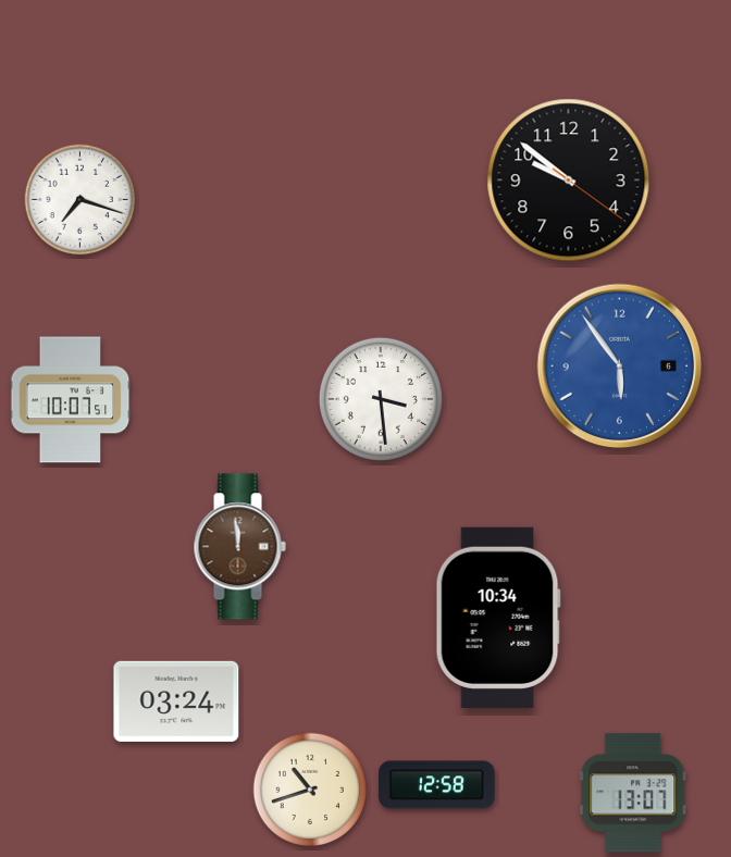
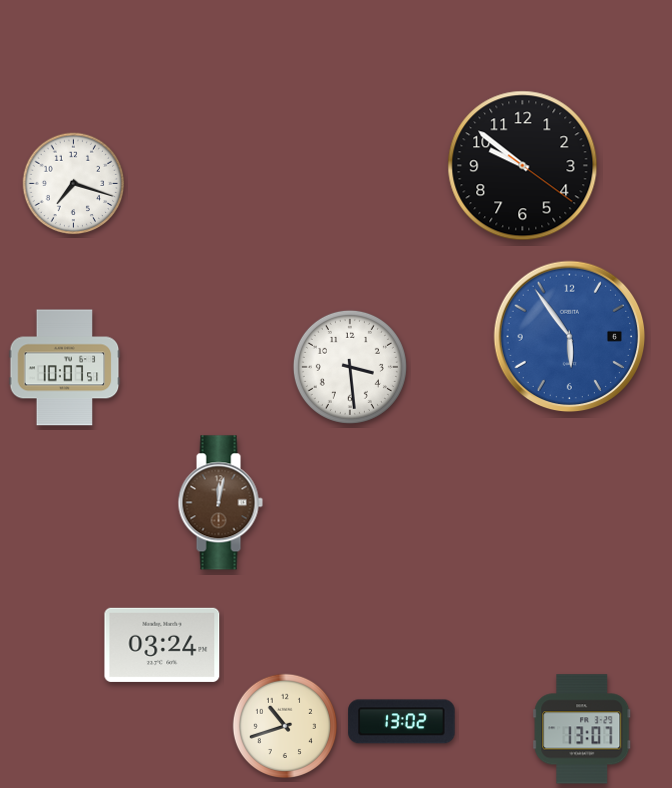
clock at (239, 547): 11:59 -> 12:02
clock at (498, 618): 10:34 -> none
clock at (437, 785): 12:58 -> 13:02
